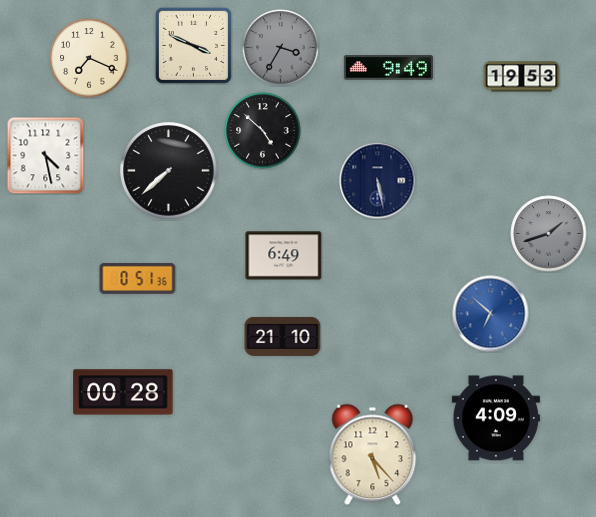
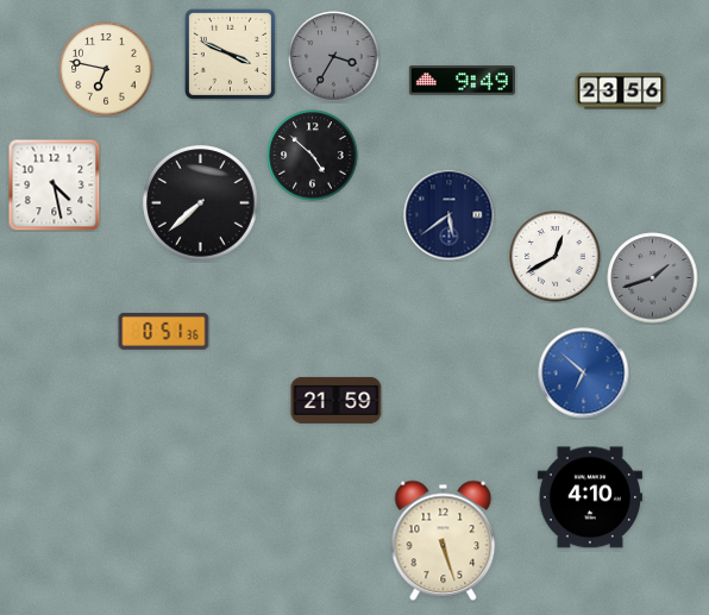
clock at (89, 58): 7:19 -> 6:47
clock at (522, 77): 19:53 -> 23:56
clock at (378, 181): 5:28 -> 5:39
clock at (556, 257): none -> 12:40
clock at (284, 256): 6:49 -> none
clock at (283, 336): 21:10 -> 21:59
clock at (123, 392): 00:28 -> none
clock at (496, 418): 4:09 -> 4:10
clock at (373, 455): 5:23 -> 5:27
